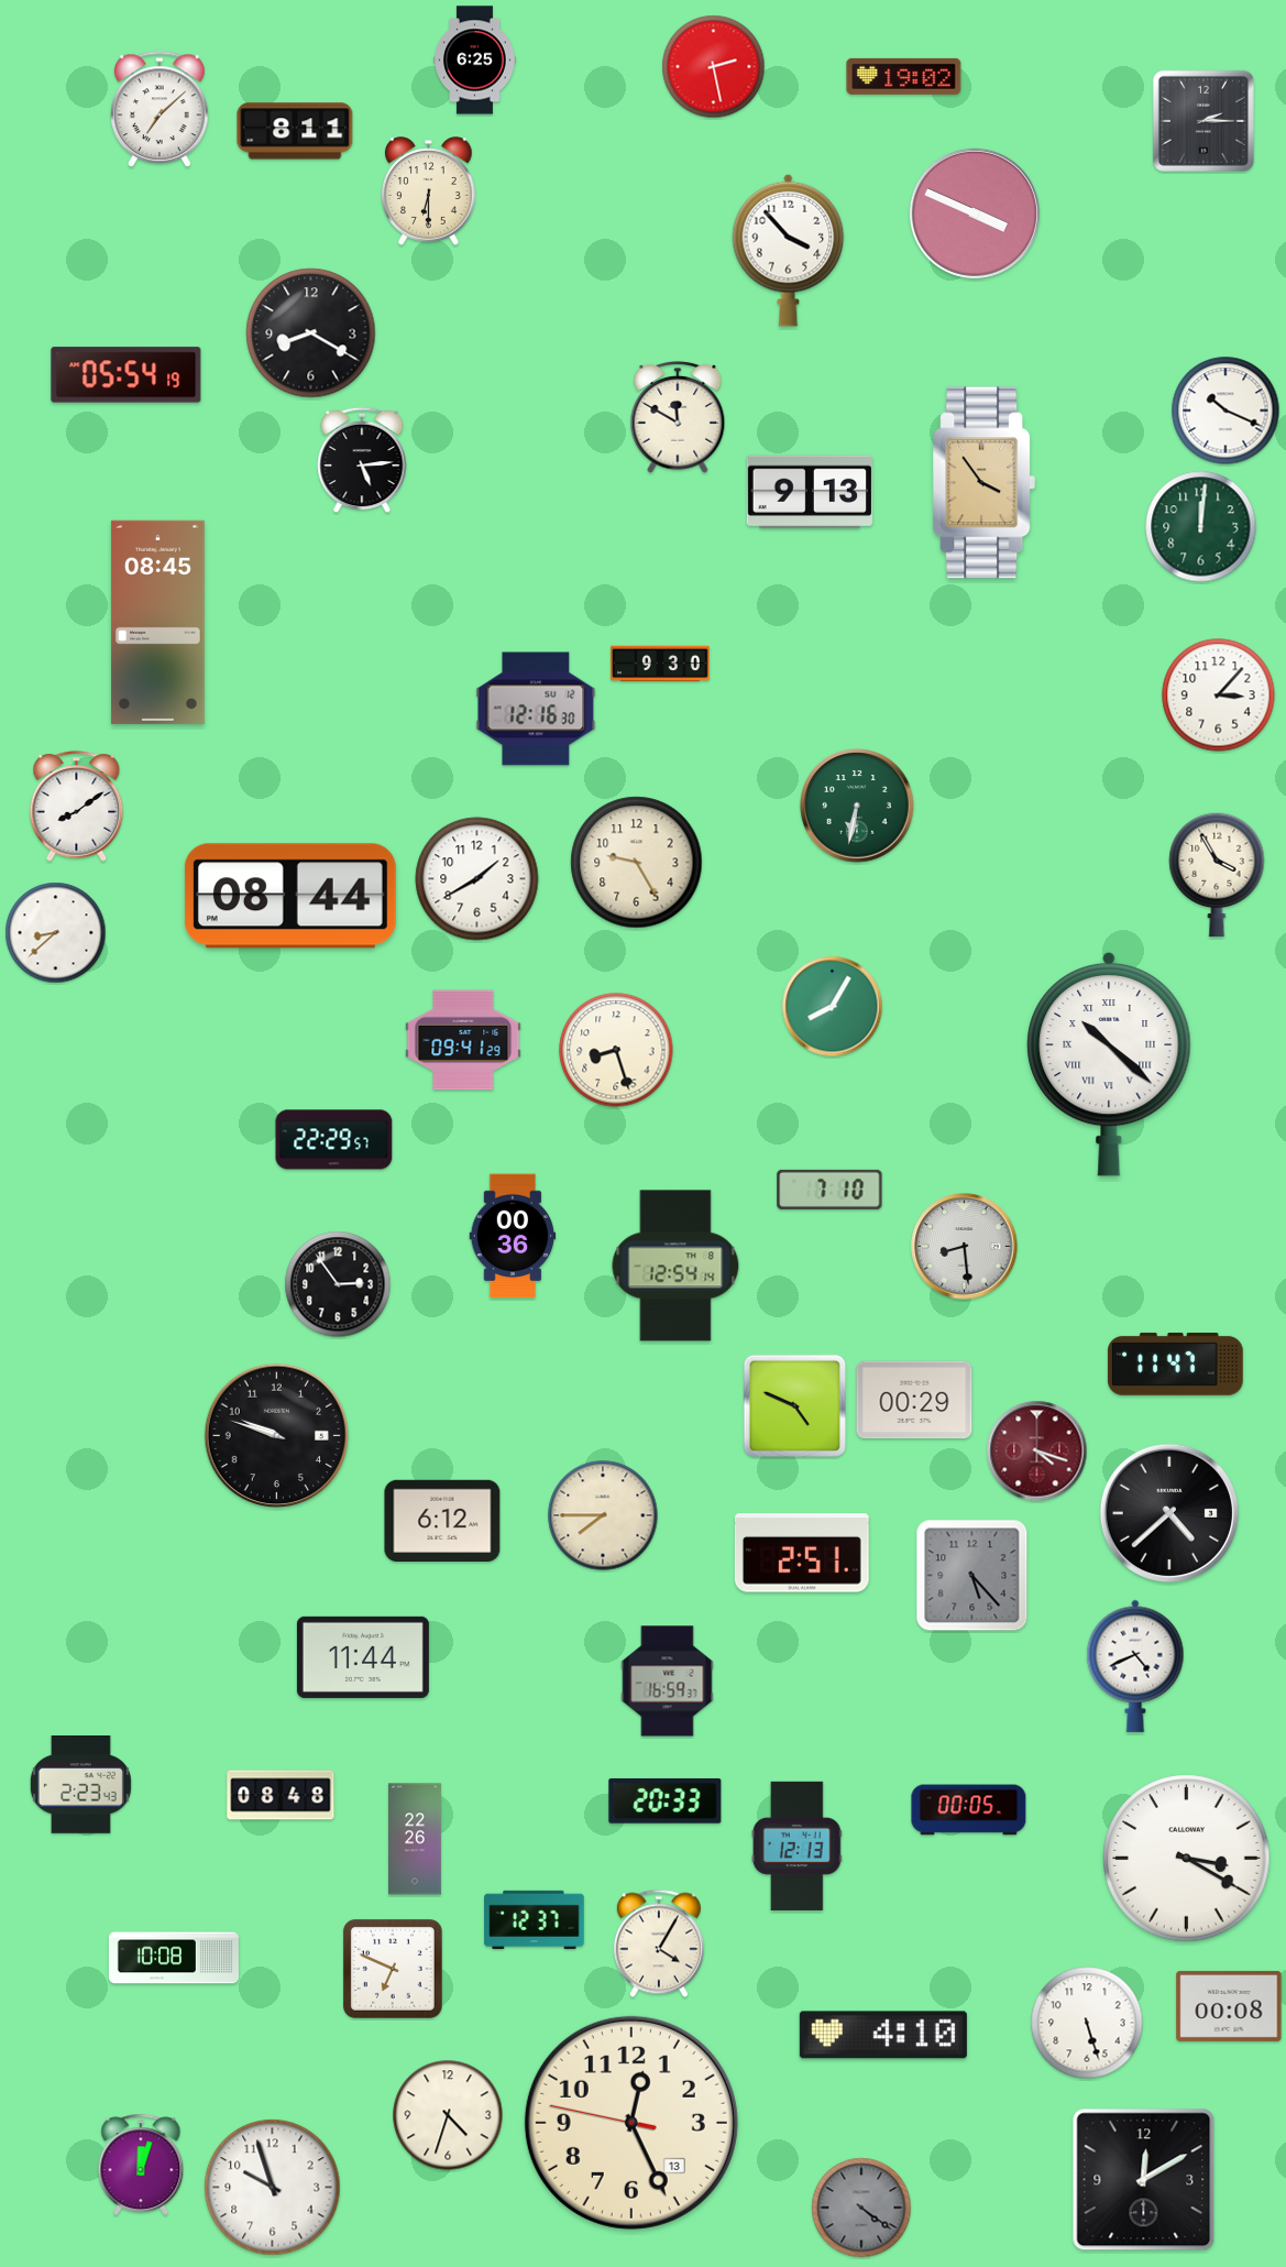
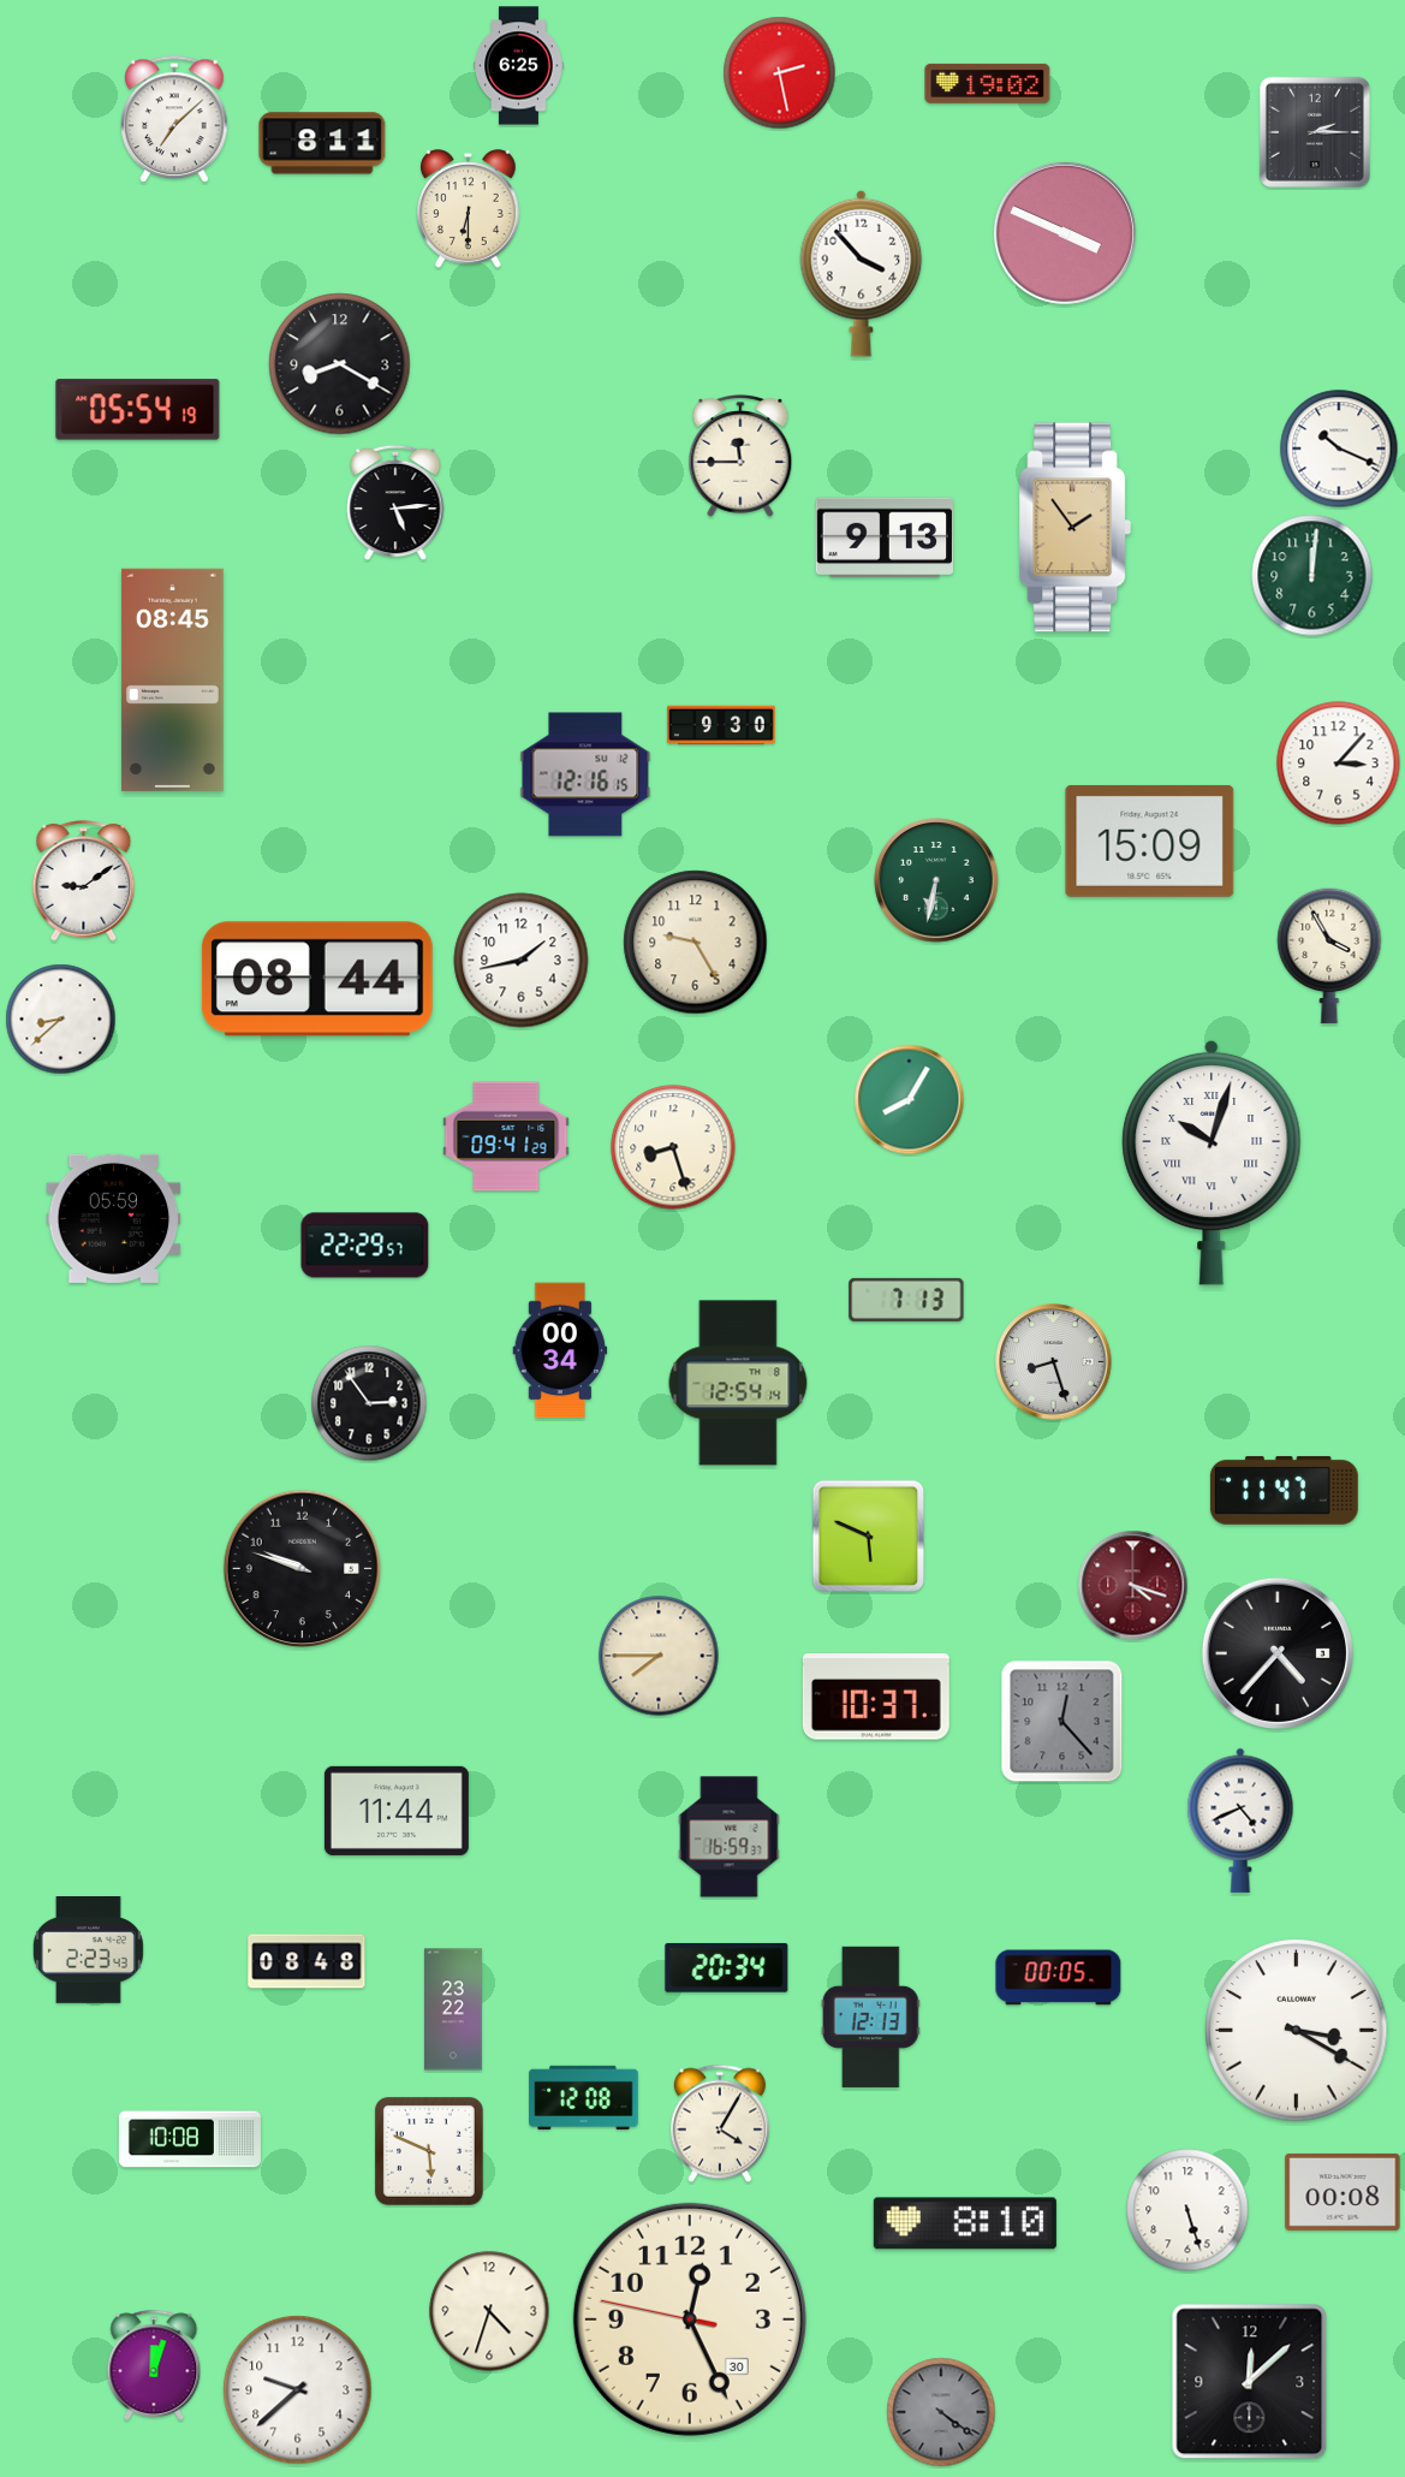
clock at (678, 417): 11:50 -> 11:45
clock at (985, 483): 3:54 -> 1:54
clock at (1219, 696) position: (1219, 696) -> (1339, 764)
clock at (536, 709): 12:16:30 -> 12:16:15
clock at (1150, 840): none -> 15:09
clock at (77, 807): 8:09 -> 9:09
clock at (477, 879): 1:40 -> 1:43
clock at (1109, 1064): 10:22 -> 10:03
clock at (114, 1218): none -> 05:59
clock at (829, 1190): 7:10 -> 7:13
clock at (513, 1236): 00:36 -> 00:34
clock at (965, 1247): 8:29 -> 8:27
clock at (914, 1400): 00:29 -> none
clock at (795, 1406): 4:49 -> 5:49
clock at (1168, 1512): 4:38 -> 4:37
clock at (442, 1520): 6:12 -> none
clock at (802, 1553): 2:51 -> 10:37
clock at (972, 1576): 5:23 -> 12:23
clock at (666, 1800): 20:33 -> 20:34
clock at (416, 1839): 22:26 -> 23:22
clock at (535, 1919): 12:37 -> 12:08
clock at (393, 1969): 6:49 -> 5:49
clock at (883, 2035): 4:10 -> 8:10
clock at (631, 2123) date: 13 -> 30
clock at (1144, 2180): 12:10 -> 12:08
clock at (273, 2188): 9:57 -> 9:38
